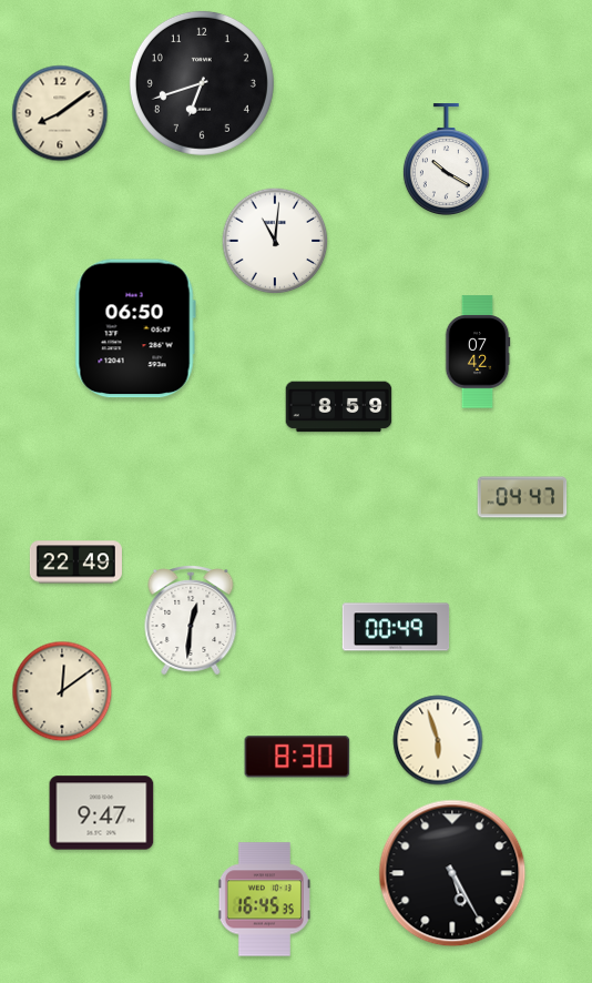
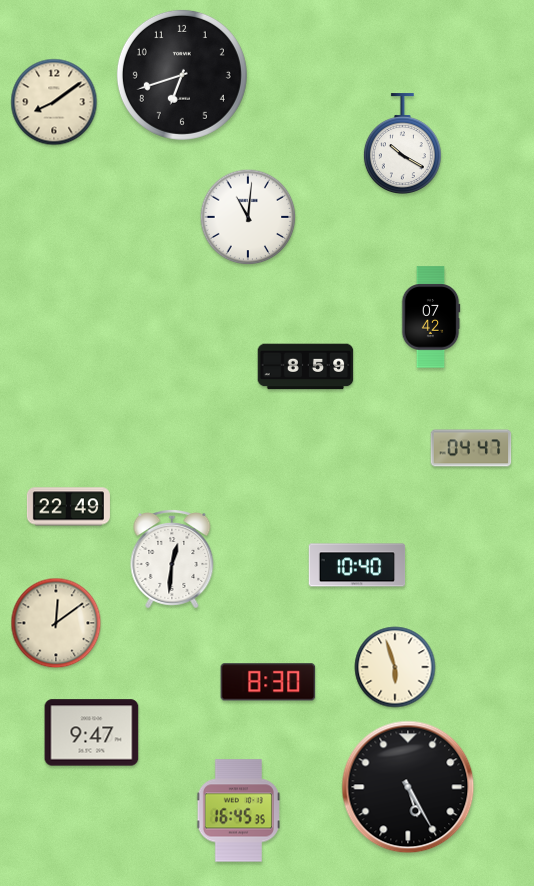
clock at (135, 328): 06:50 -> none
clock at (396, 627): 00:49 -> 10:40
